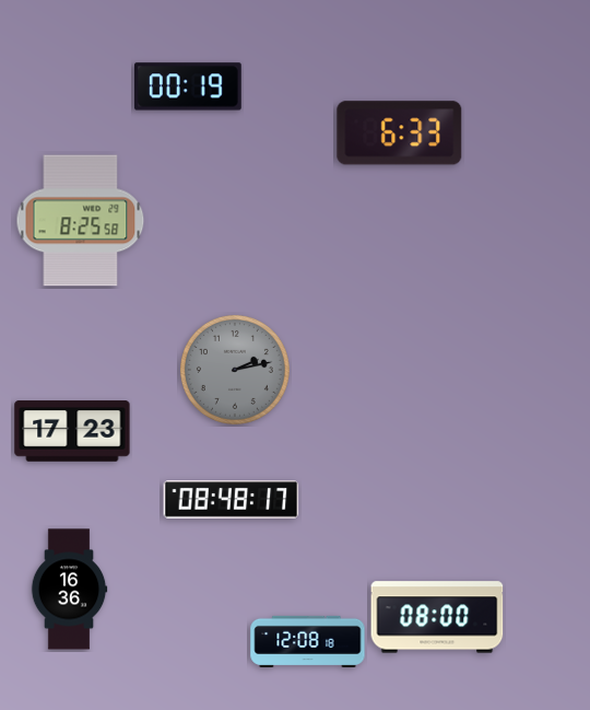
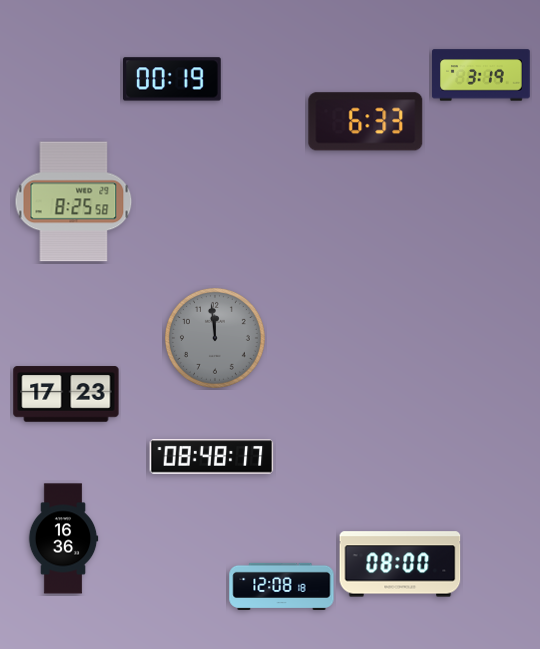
clock at (482, 75): none -> 3:19
clock at (235, 370): 2:13 -> 11:59
